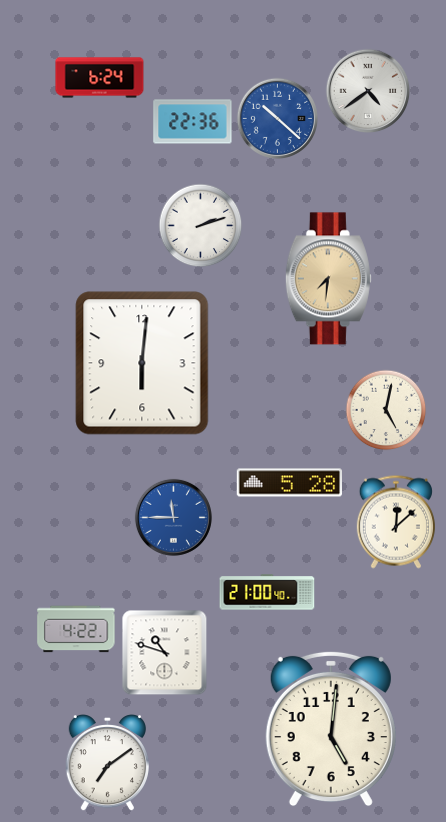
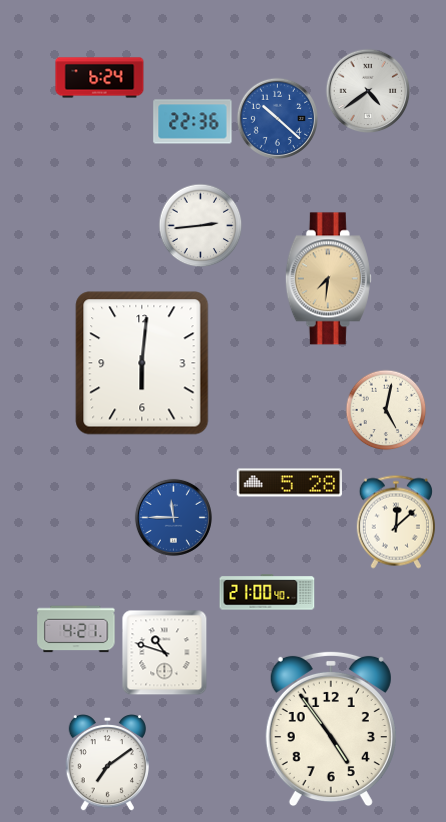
clock at (200, 225): 2:12 -> 2:44
clock at (76, 629): 4:22 -> 4:21
clock at (331, 729): 5:01 -> 4:54
